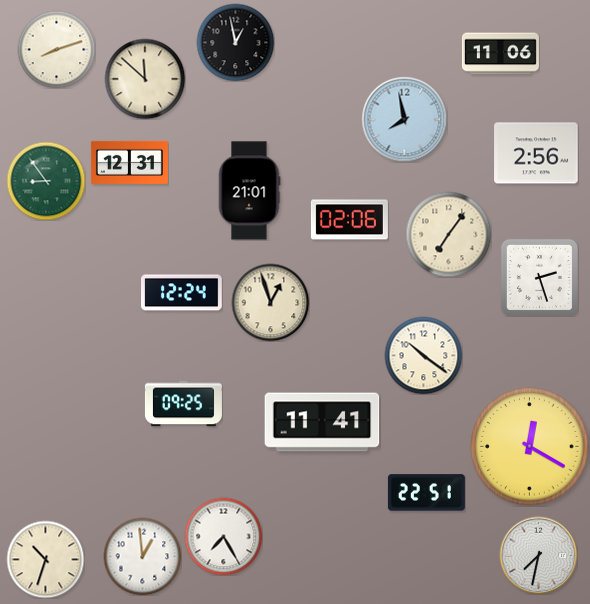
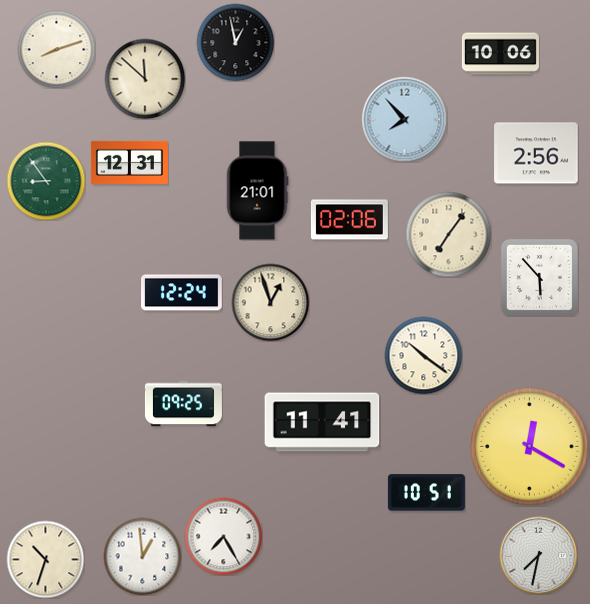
clock at (500, 54): 11:06 -> 10:06
clock at (404, 119): 7:58 -> 7:53
clock at (249, 191) position: (249, 191) -> (257, 191)
clock at (539, 277): 2:27 -> 5:53
clock at (426, 493): 22:51 -> 10:51
